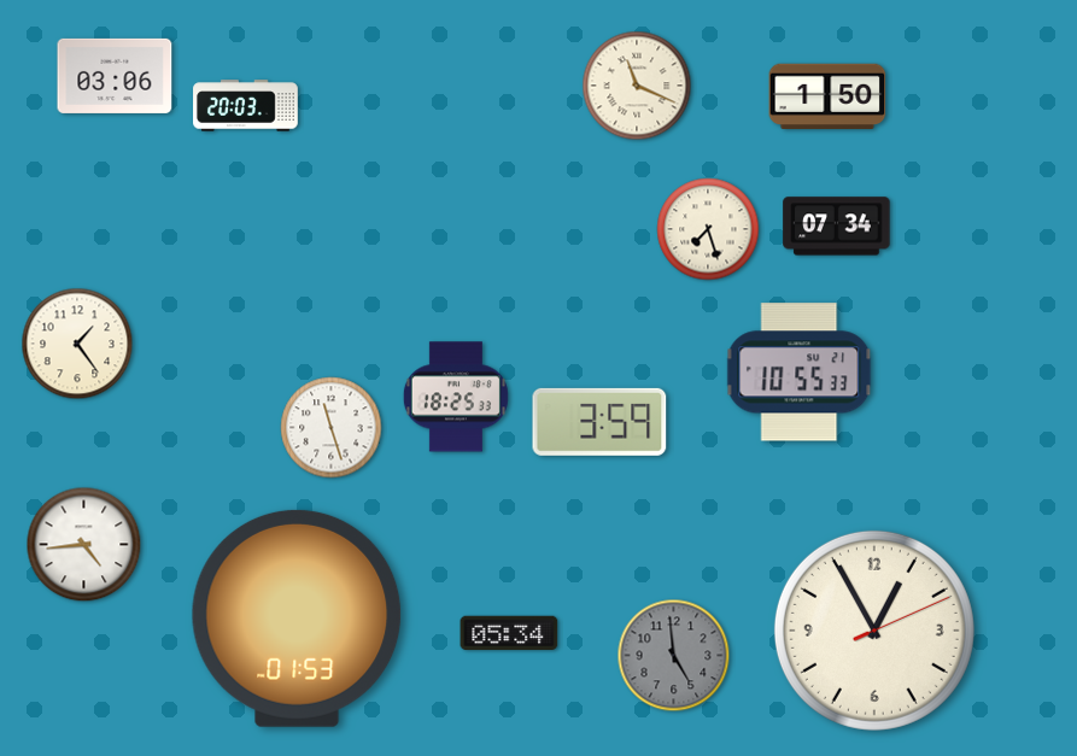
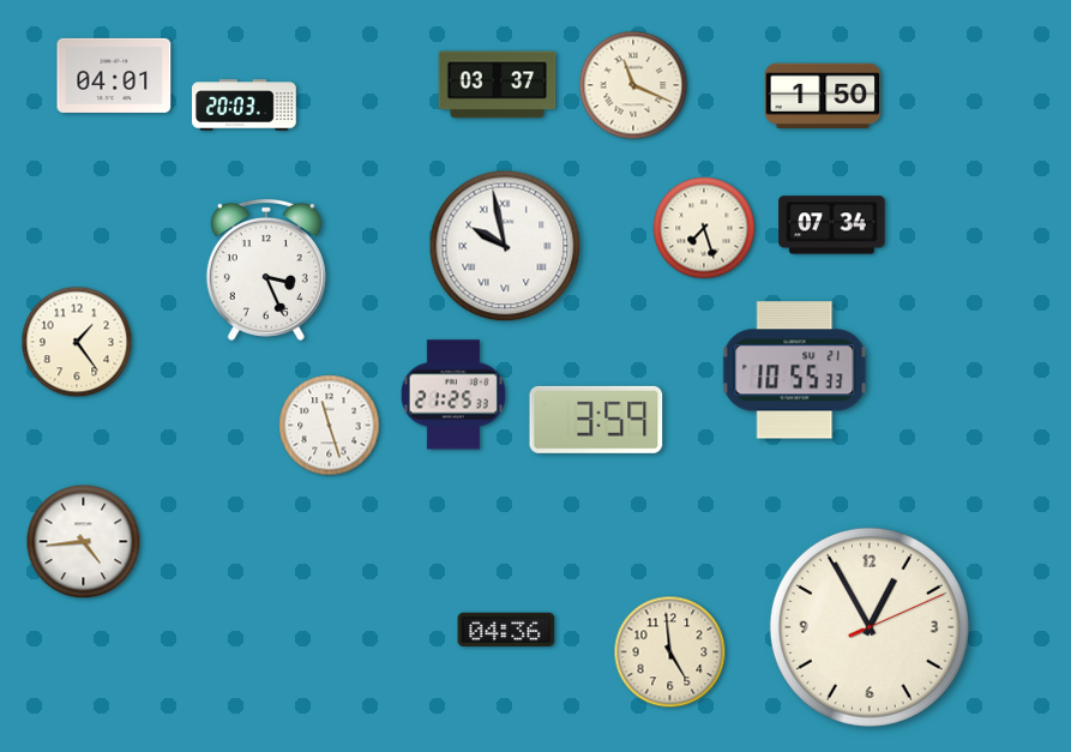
clock at (115, 76): 03:06 -> 04:01
clock at (498, 85): none -> 03:37
clock at (505, 246): none -> 9:58
clock at (266, 270): none -> 3:26
clock at (456, 397): 18:25 -> 21:25
clock at (297, 619): 01:53 -> none
clock at (509, 632): 05:34 -> 04:36
clock at (674, 656) dial: grey -> cream
